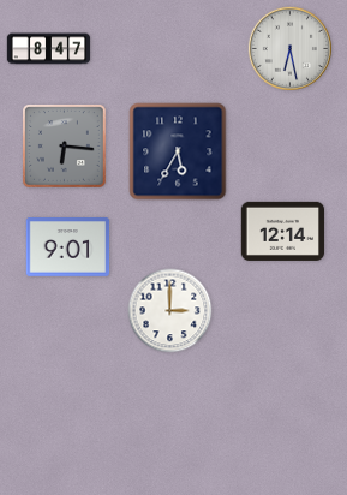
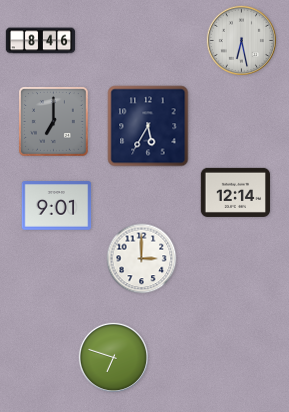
clock at (49, 49): 8:47 -> 8:46
clock at (65, 147): 6:16 -> 7:00
clock at (113, 357): none -> 6:48
